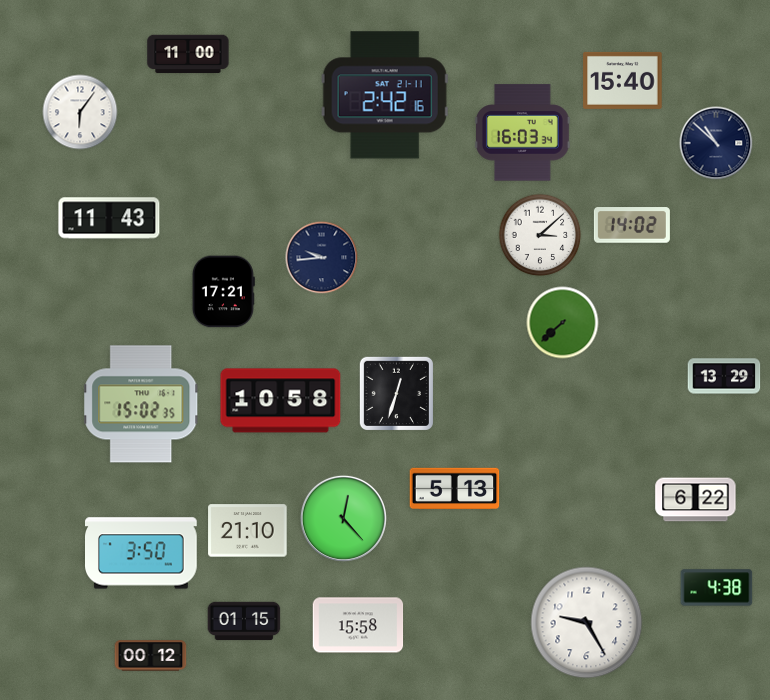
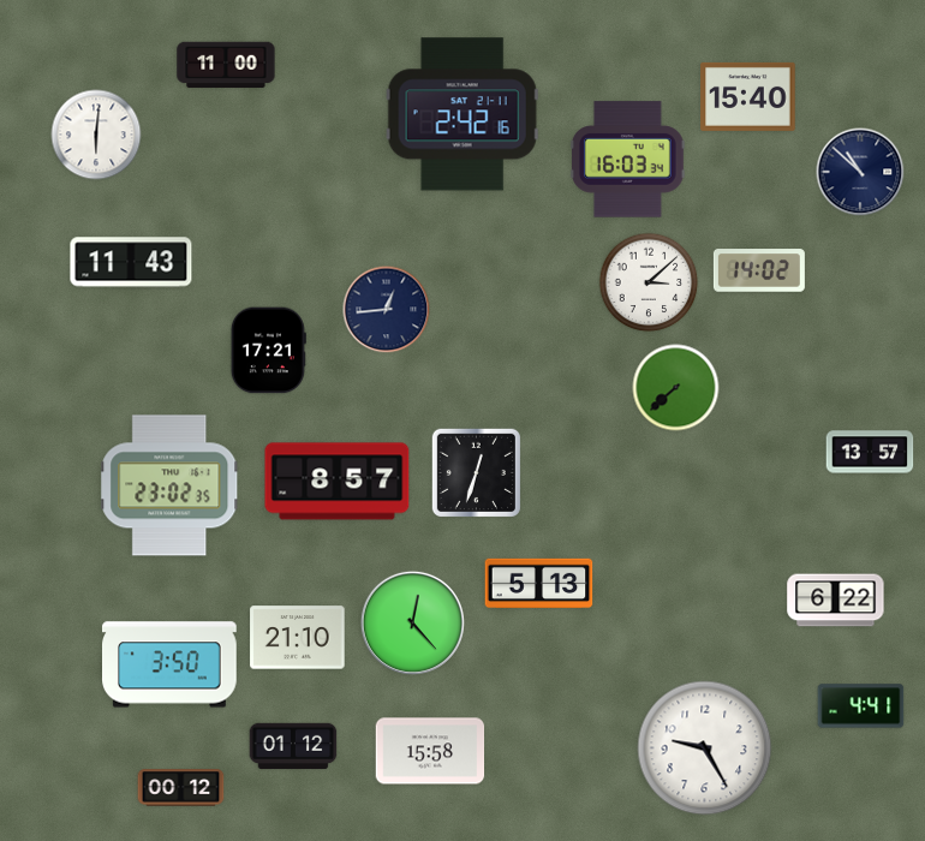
clock at (80, 112): 6:06 -> 6:01
clock at (322, 258): 9:44 -> 12:44
clock at (724, 376): 13:29 -> 13:57
clock at (281, 401): 10:58 -> 8:57
clock at (141, 404): 15:02 -> 23:02
clock at (455, 489) position: (455, 489) -> (539, 584)
clock at (717, 588): 4:38 -> 4:41
clock at (244, 621): 01:15 -> 01:12
